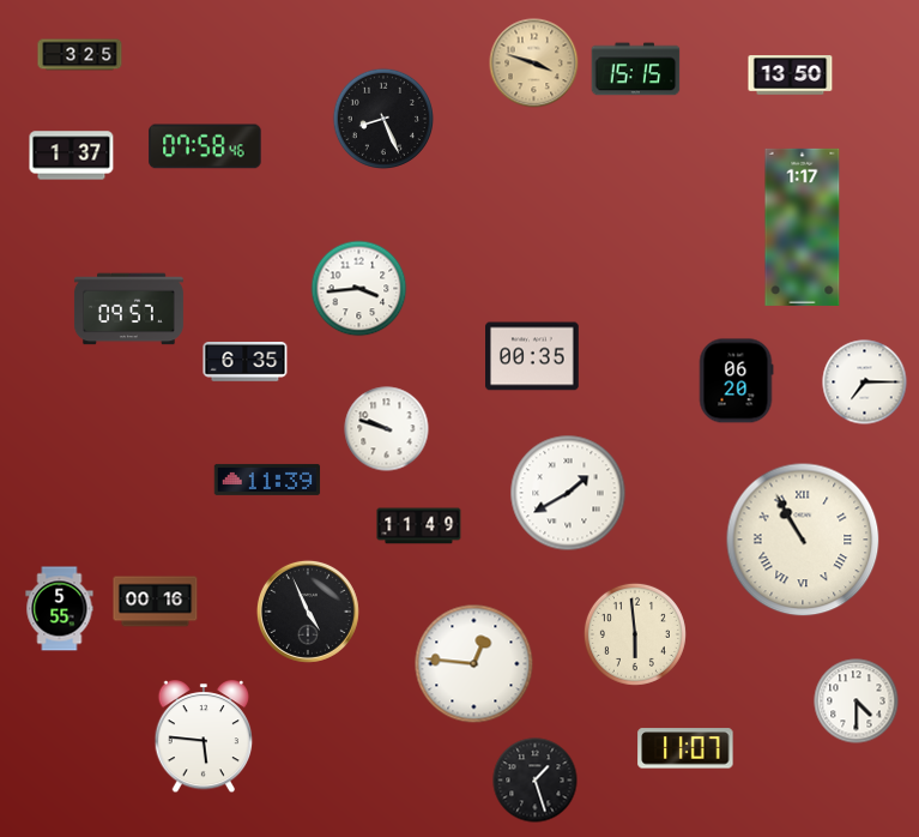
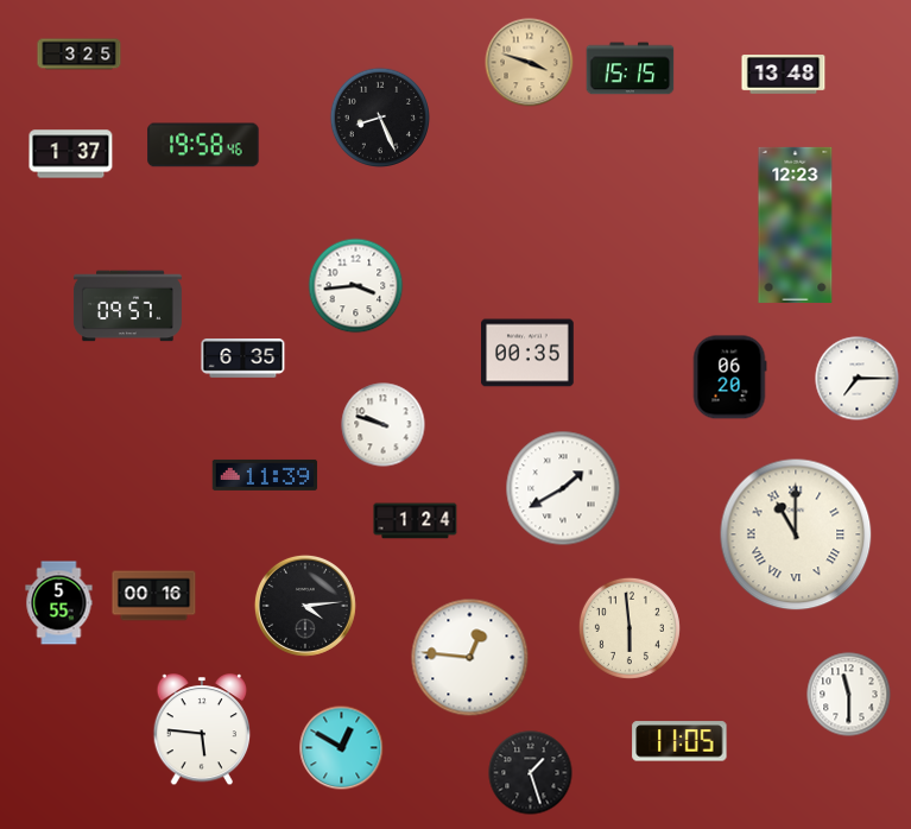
clock at (791, 76): 13:50 -> 13:48
clock at (205, 146): 07:58 -> 19:58
clock at (803, 227): 1:17 -> 12:23
clock at (419, 526): 11:49 -> 1:24
clock at (803, 540): 10:55 -> 11:00
clock at (308, 612): 4:56 -> 4:14
clock at (857, 701): 4:30 -> 11:30
clock at (685, 748): 11:07 -> 11:05
clock at (342, 748): none -> 12:50
